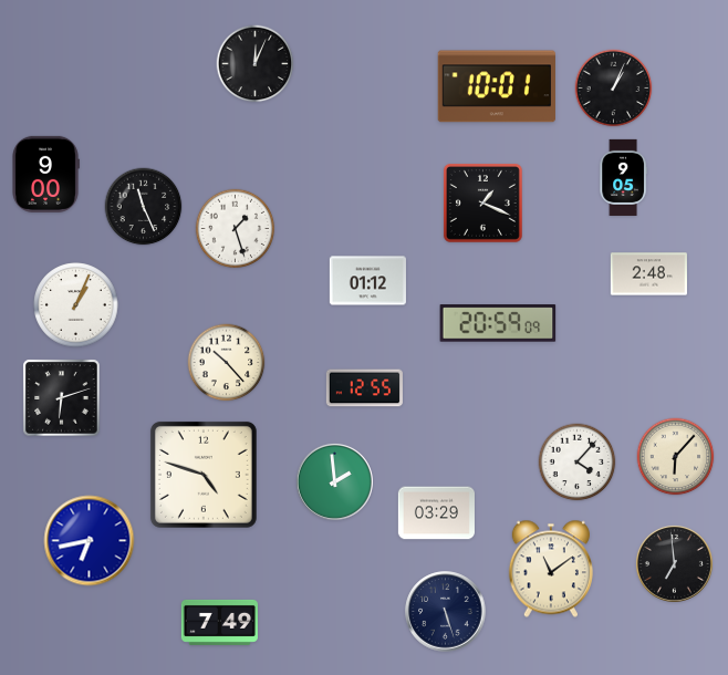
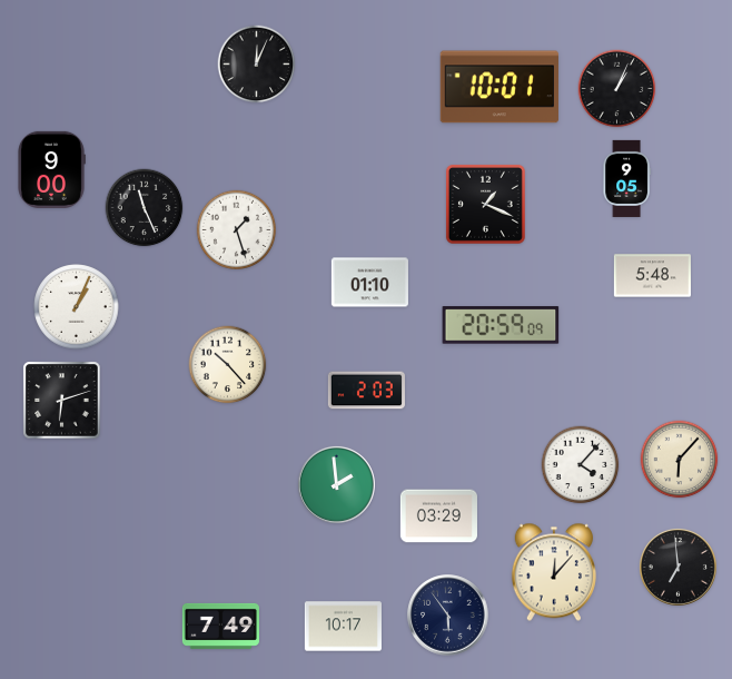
clock at (45, 174) position: (45, 174) -> (51, 169)
clock at (648, 274): 2:48 -> 5:48
clock at (367, 281): 01:12 -> 01:10
clock at (364, 388): 12:55 -> 2:03
clock at (204, 475): 4:48 -> none
clock at (90, 541): 6:43 -> none
clock at (551, 569): 11:09 -> 12:07
clock at (446, 612): 5:27 -> 5:54
clock at (343, 627): none -> 10:17
